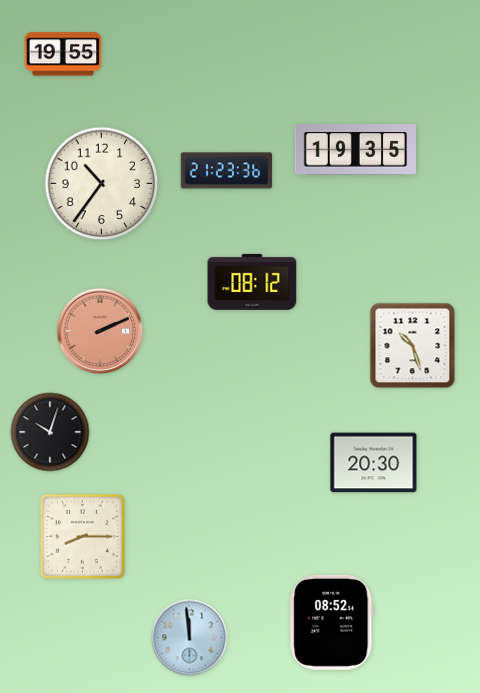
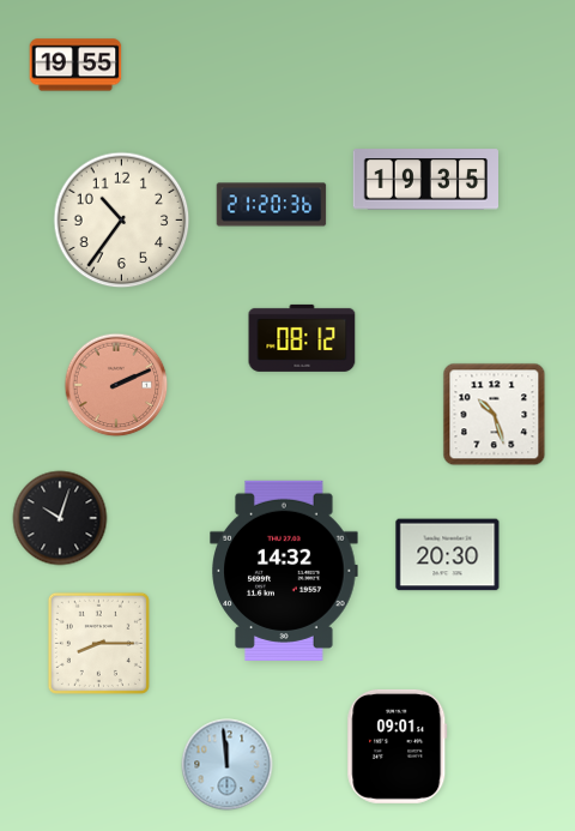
clock at (227, 171): 21:23 -> 21:20
clock at (100, 331) position: (100, 331) -> (116, 385)
clock at (284, 571): none -> 14:32
clock at (332, 622): 08:52 -> 09:01
